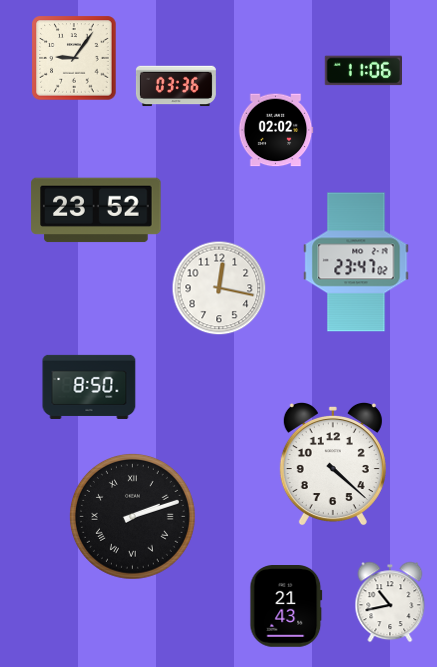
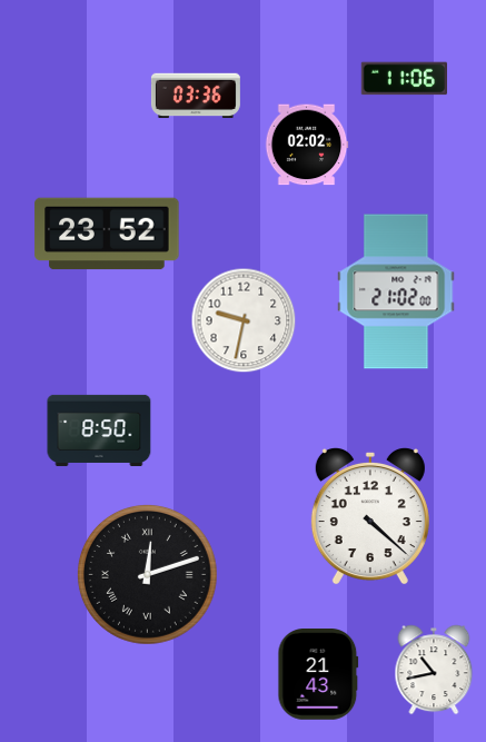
clock at (74, 58): 9:06 -> none
clock at (356, 262): 23:47 -> 21:02
clock at (219, 288): 12:17 -> 9:32
clock at (133, 517): 2:12 -> 12:12
